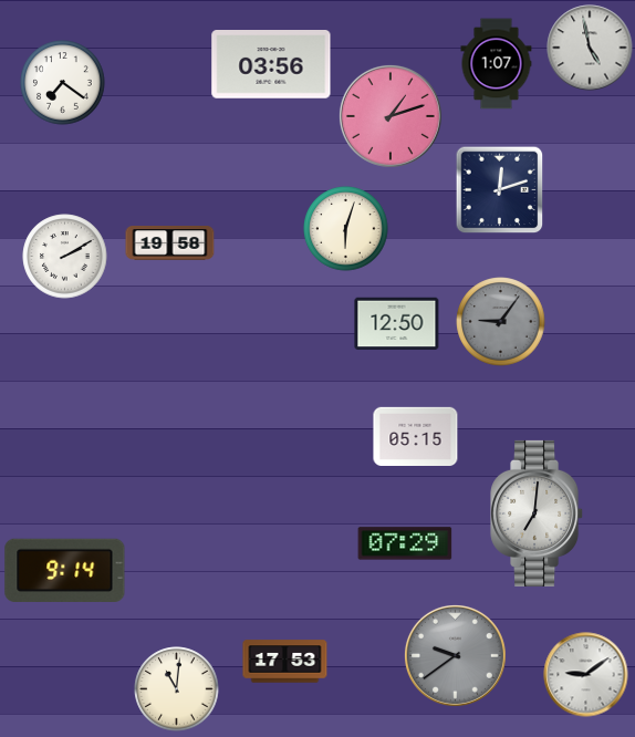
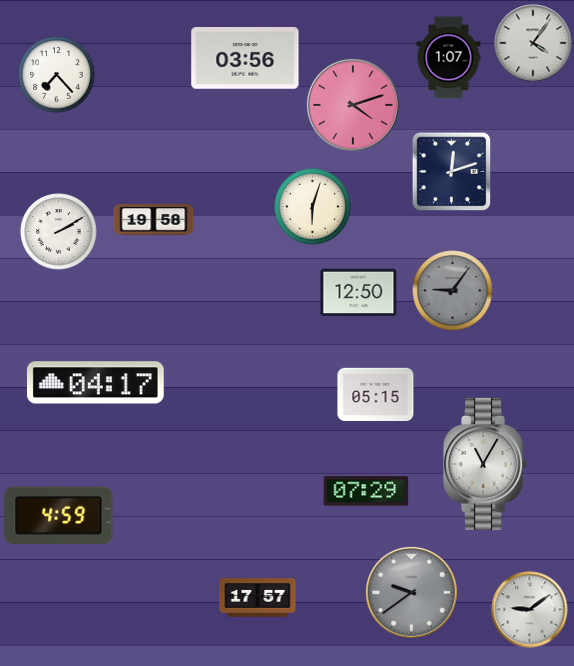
clock at (590, 48): 4:58 -> 4:06
clock at (63, 83): 7:21 -> 7:23
clock at (391, 116): 1:12 -> 4:12
clock at (95, 383): none -> 04:17
clock at (538, 513): 7:01 -> 11:05
clock at (65, 570): 9:14 -> 4:59
clock at (285, 662): 17:53 -> 17:57
clock at (177, 689): 11:01 -> none
